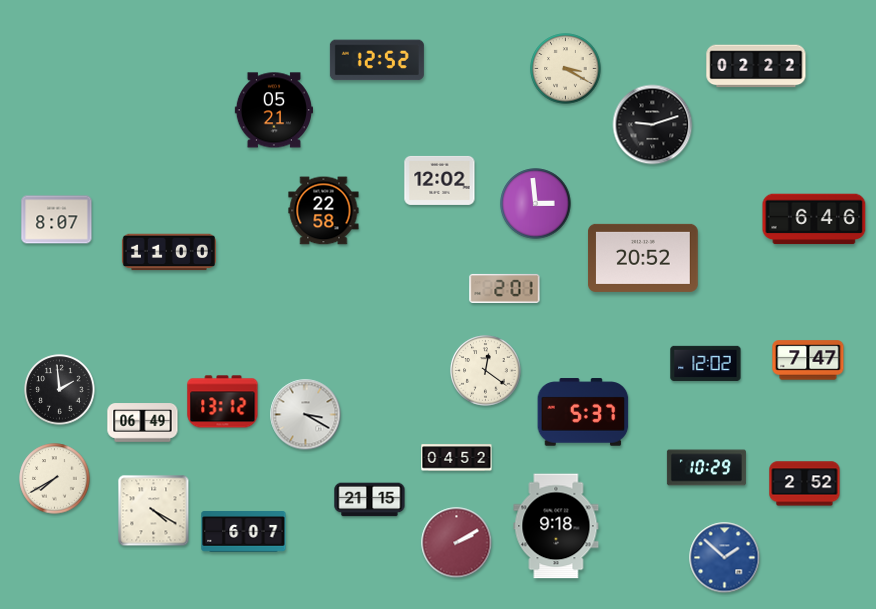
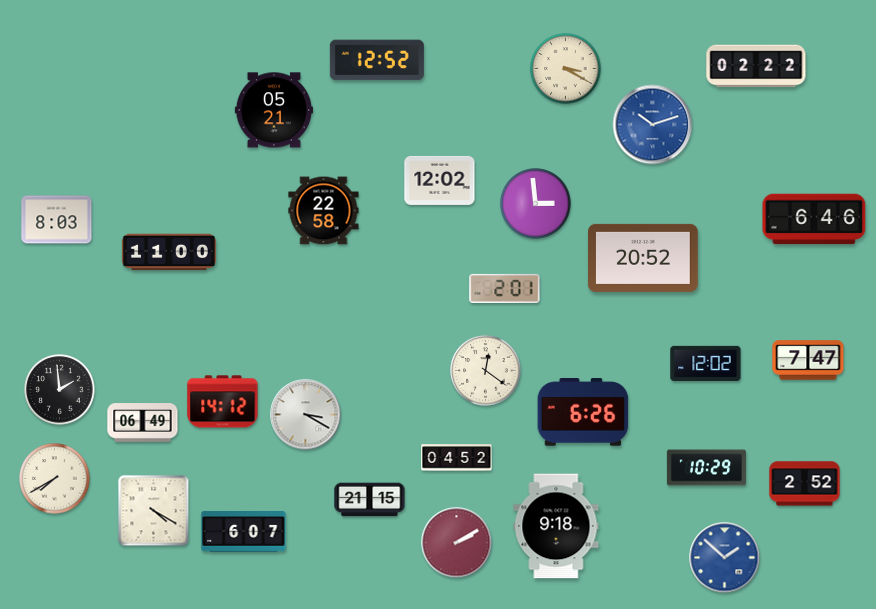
clock at (653, 125): 9:12 -> 10:12
clock at (653, 125) dial: black -> blue
clock at (57, 220): 8:07 -> 8:03
clock at (223, 402): 13:12 -> 14:12
clock at (583, 412): 5:37 -> 6:26
